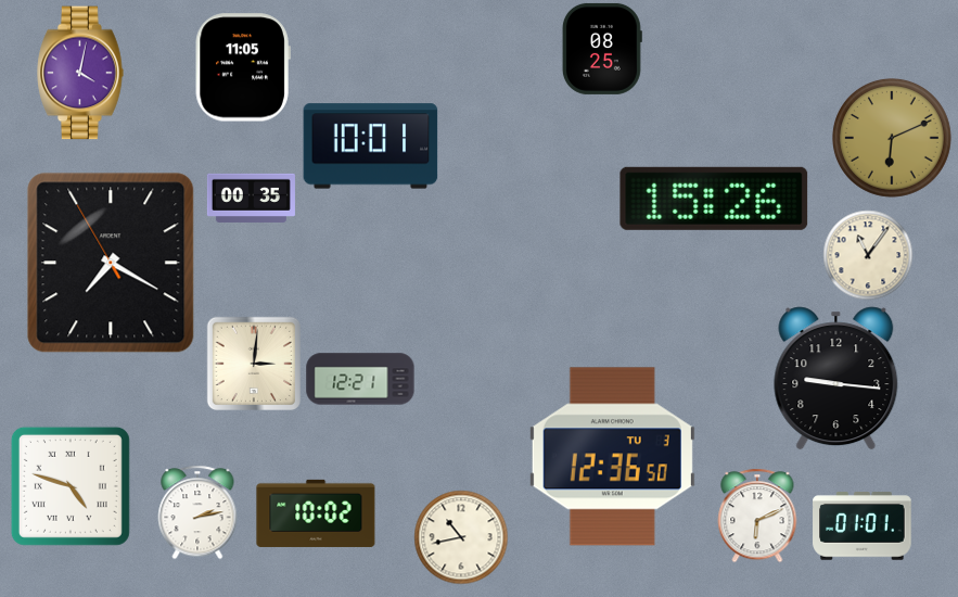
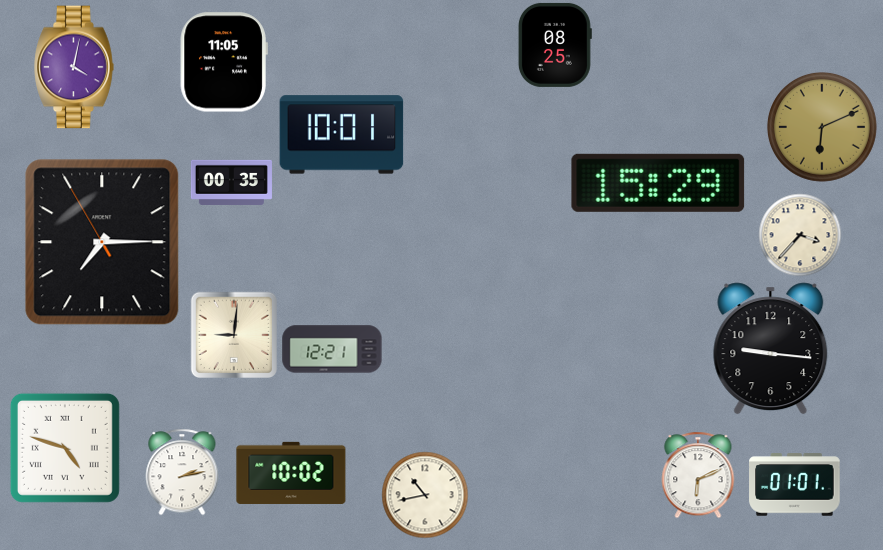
clock at (714, 199): 15:26 -> 15:29
clock at (868, 255): 11:06 -> 3:37
clock at (111, 263): 7:19 -> 7:14
clock at (253, 363): 3:01 -> 9:01
clock at (612, 457): 12:36 -> none
